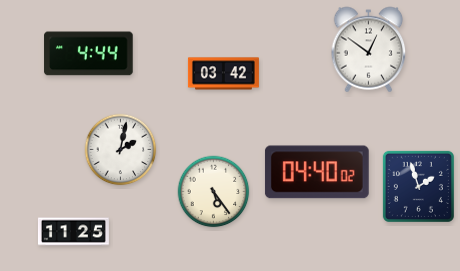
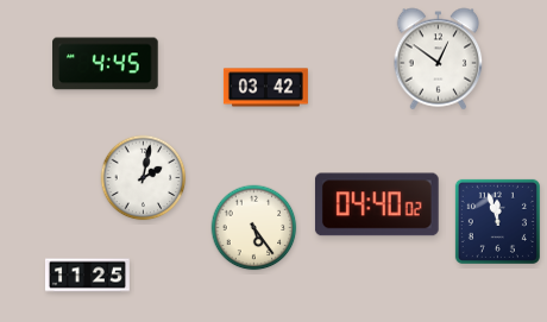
clock at (89, 54): 4:44 -> 4:45
clock at (418, 186): 1:57 -> 11:57
